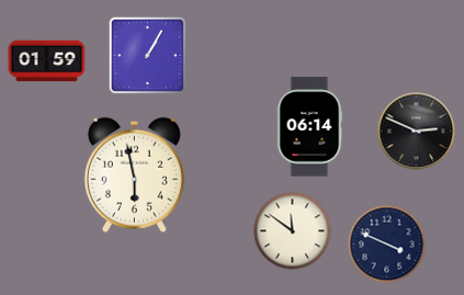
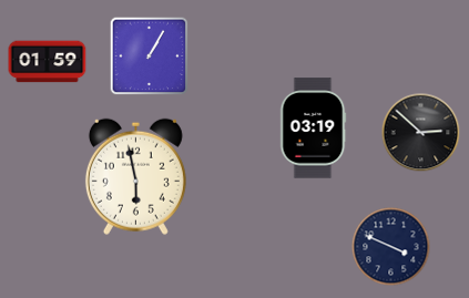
clock at (309, 127): 06:14 -> 03:19
clock at (417, 132): 2:49 -> 2:52
clock at (293, 231): 11:51 -> none
